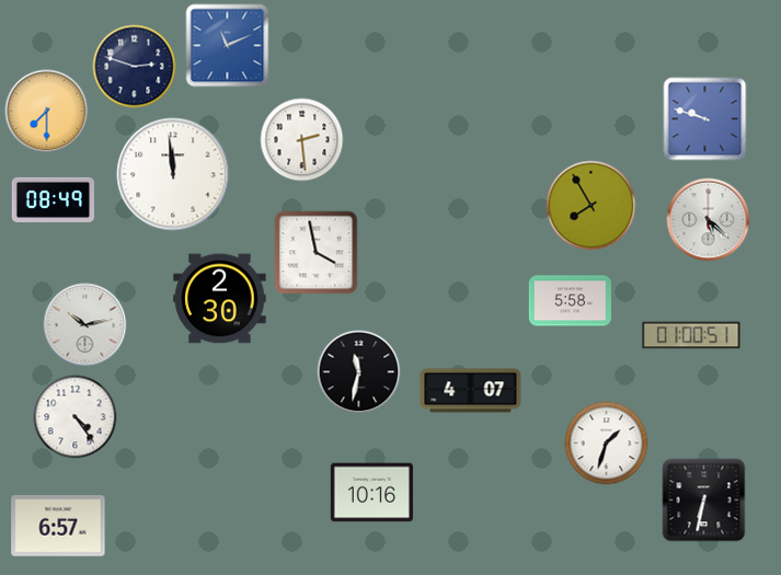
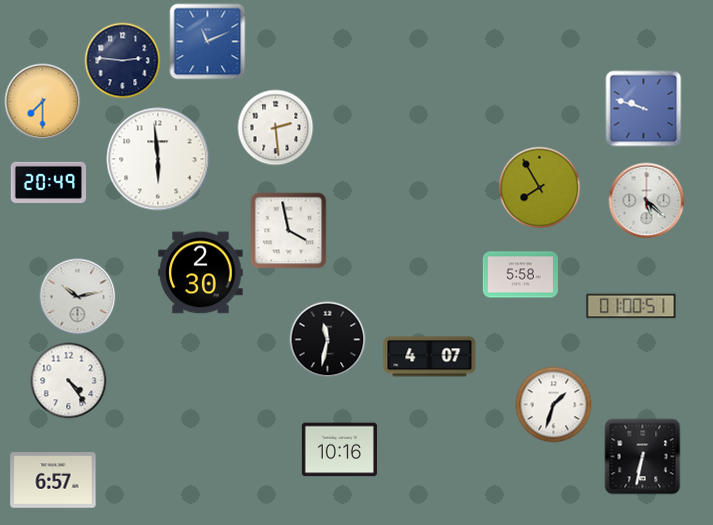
clock at (135, 67): 2:48 -> 2:46
clock at (173, 174): 11:59 -> 5:59
clock at (53, 199): 08:49 -> 20:49
